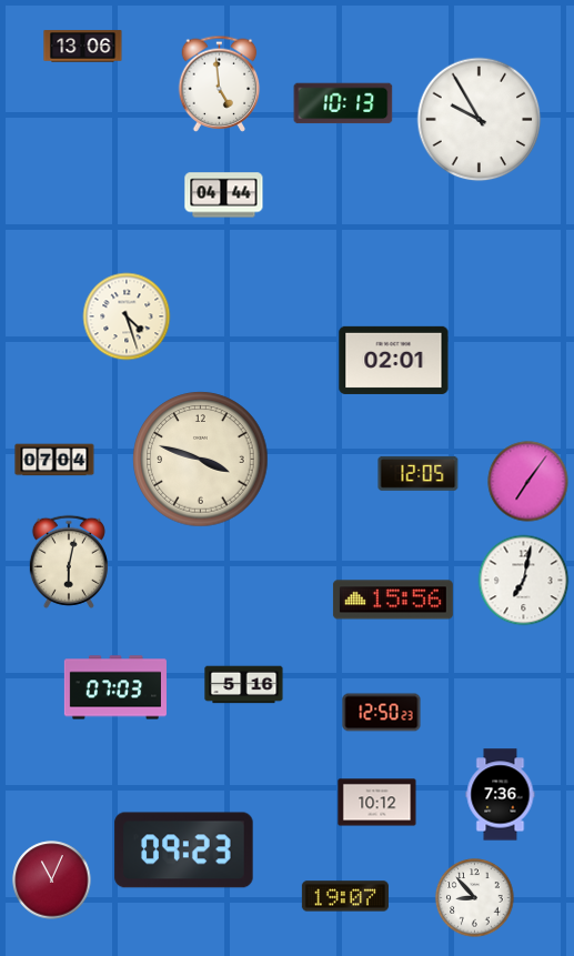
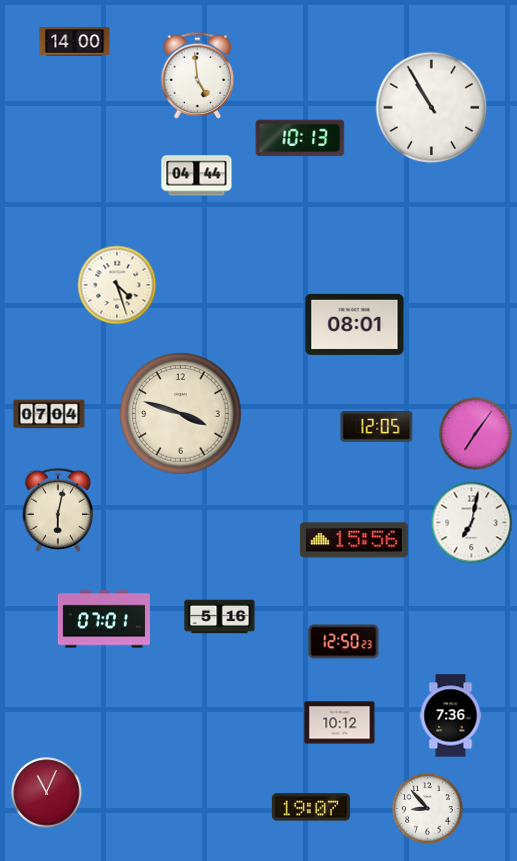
clock at (83, 47): 13:06 -> 14:00
clock at (343, 103) position: (343, 103) -> (300, 138)
clock at (480, 120): 9:55 -> 10:55
clock at (224, 195) position: (224, 195) -> (197, 176)
clock at (127, 316) position: (127, 316) -> (117, 285)
clock at (394, 360): 02:01 -> 08:01
clock at (69, 562) position: (69, 562) -> (58, 510)
clock at (115, 687): 07:03 -> 07:01
clock at (184, 851): 09:23 -> none
